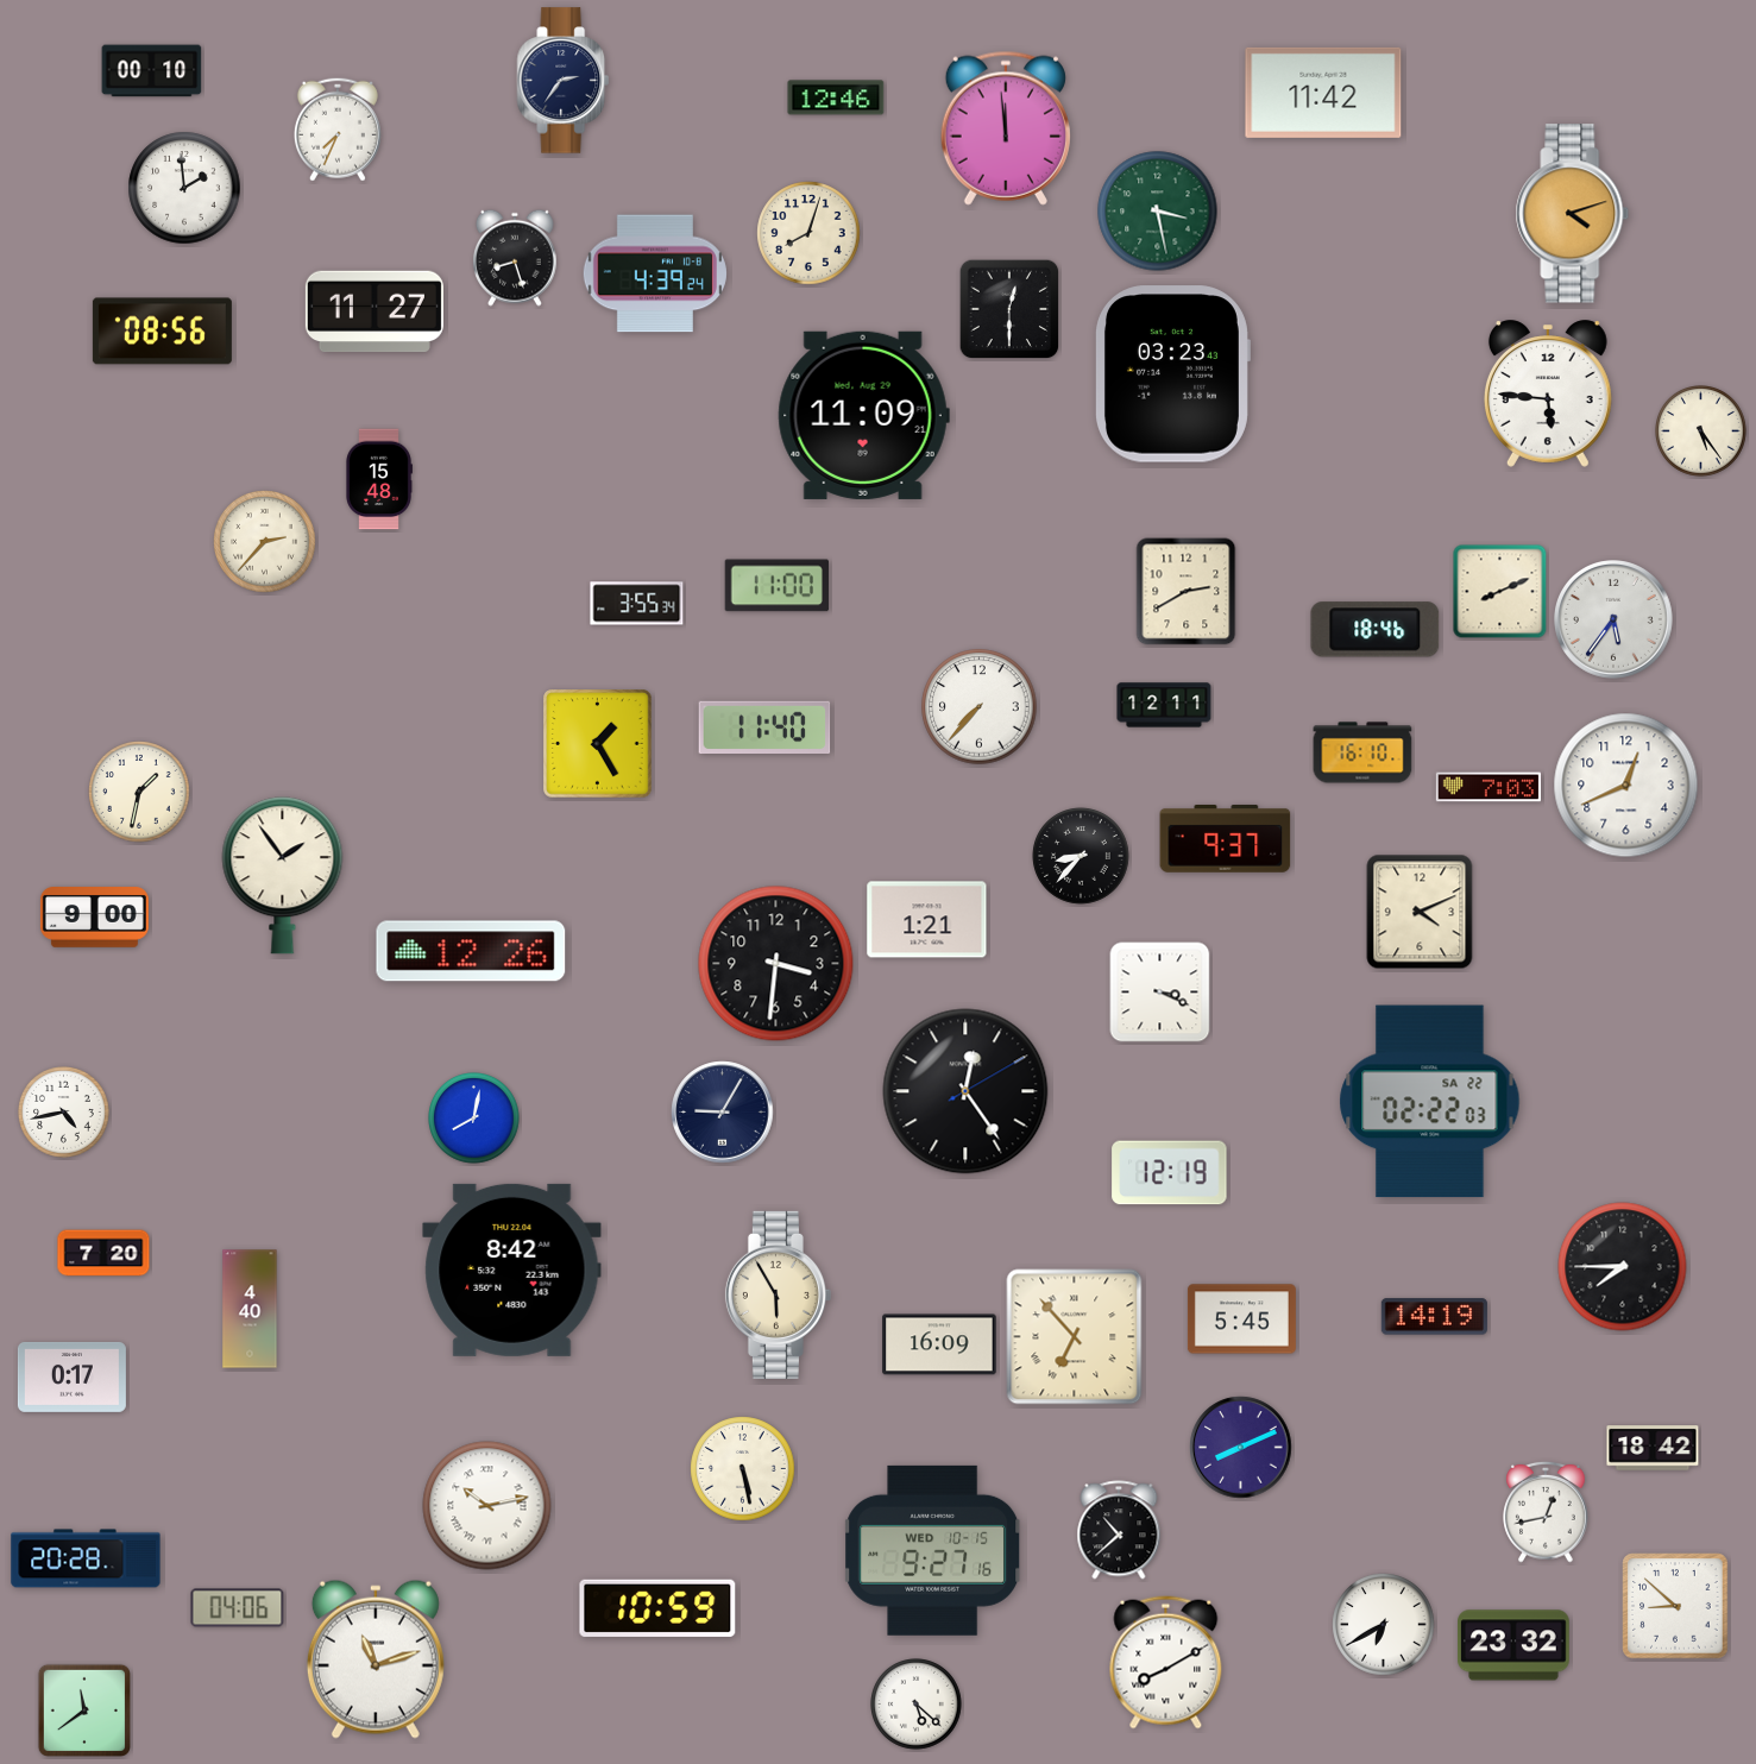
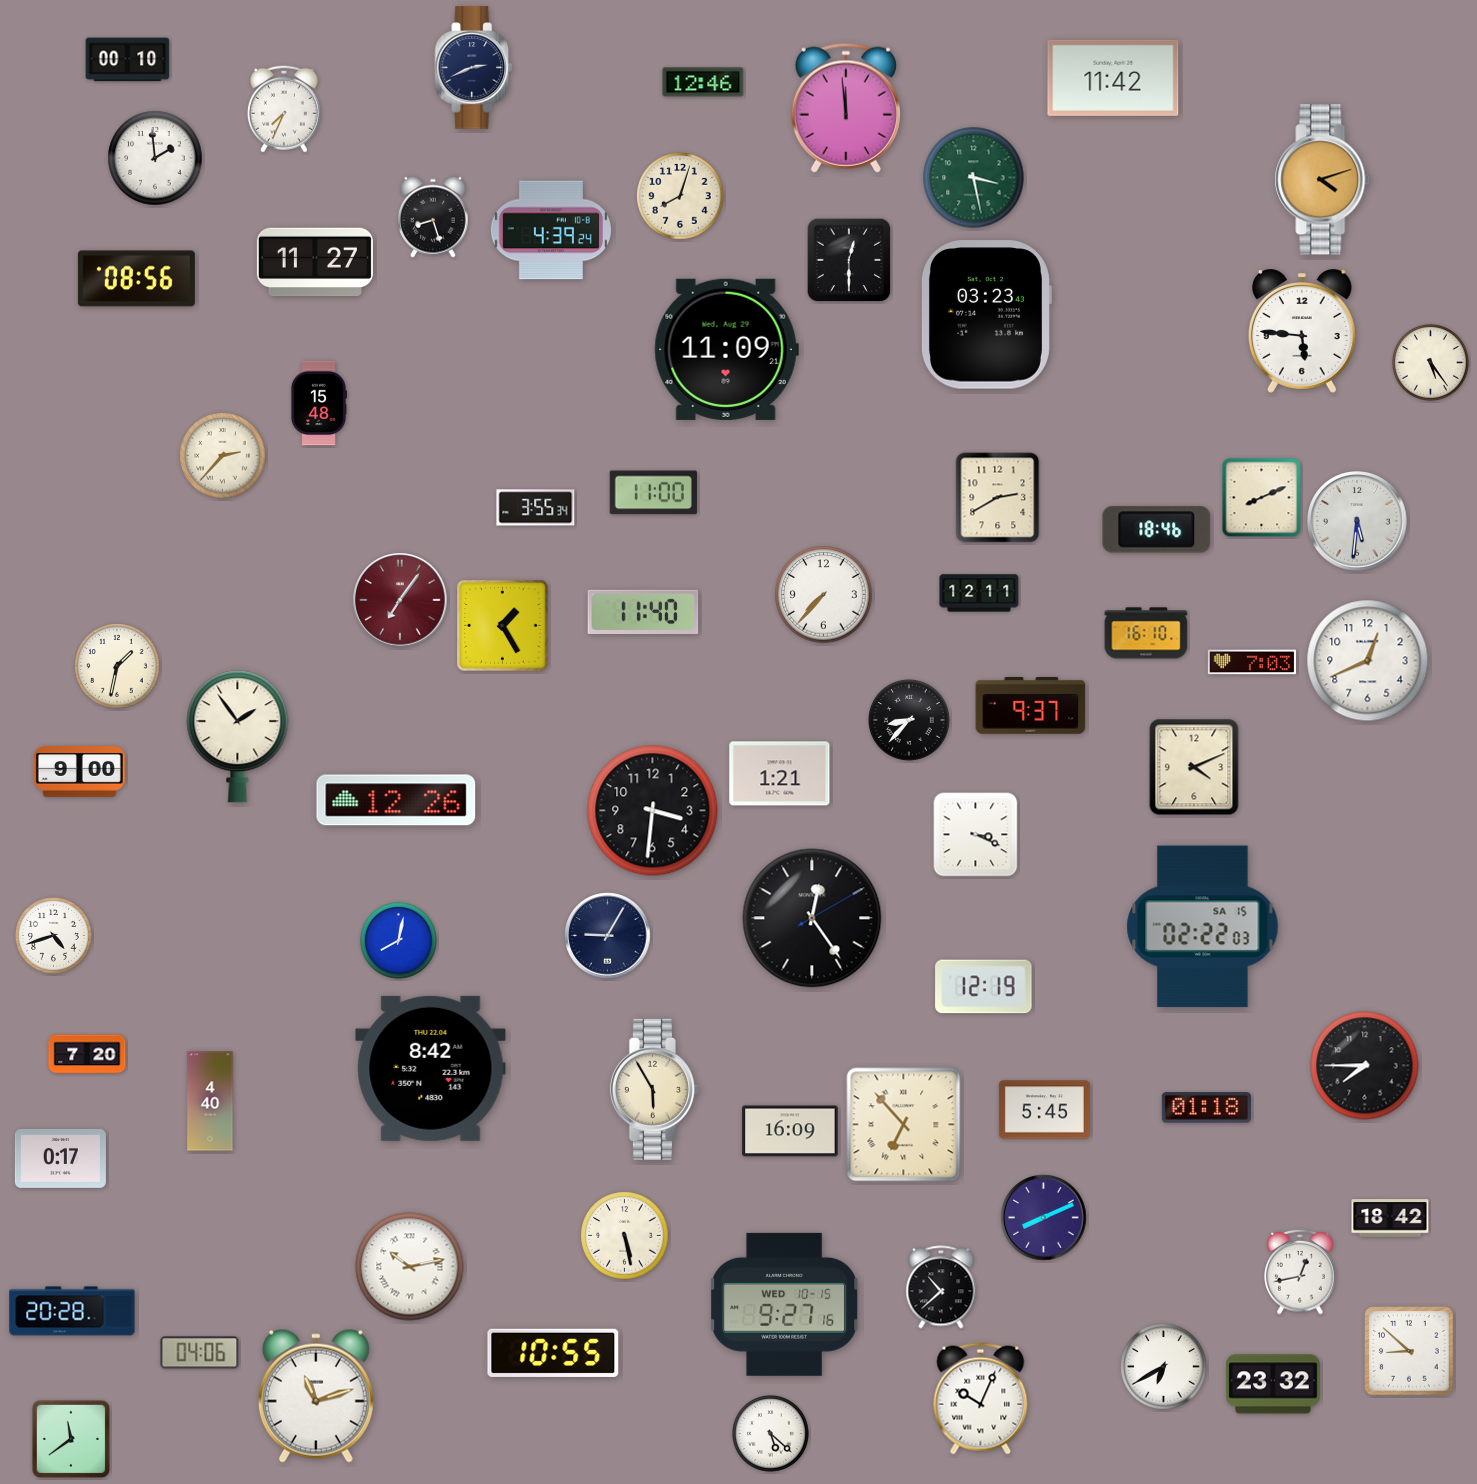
clock at (564, 81): 2:36 -> 2:41
clock at (1613, 619): 5:36 -> 5:31
clock at (400, 600): none -> 7:06
clock at (1430, 1102) date: SA 22 -> SA 15
clock at (64, 1113): 4:43 -> 4:42
clock at (1434, 1317): 14:19 -> 01:18
clock at (657, 1608): 10:59 -> 10:55
clock at (1166, 1663): 8:10 -> 10:04
